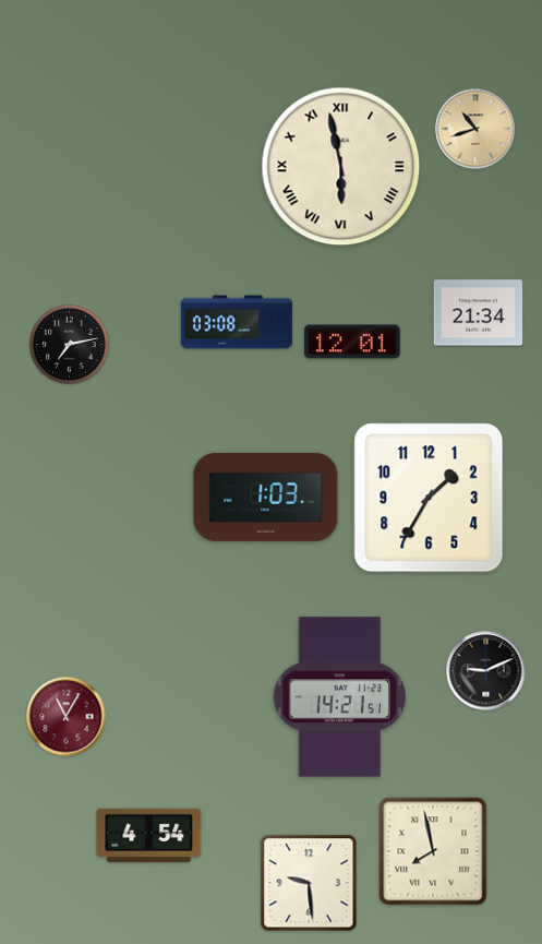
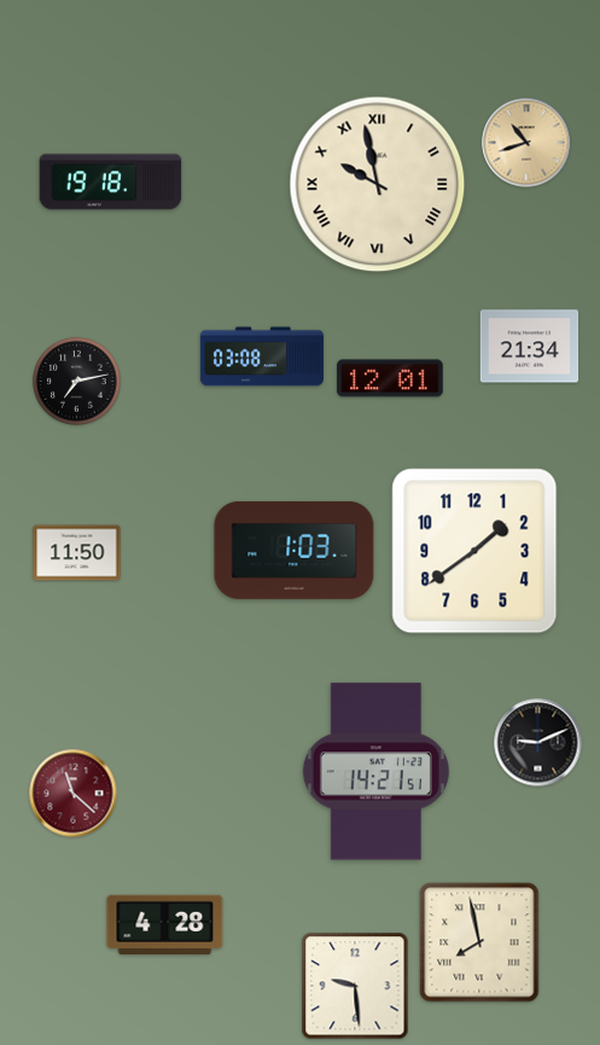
clock at (111, 182): none -> 19:18
clock at (341, 167): 5:58 -> 9:58
clock at (429, 498): 1:35 -> 1:39
clock at (77, 553): none -> 11:50
clock at (67, 717): 11:05 -> 11:22
clock at (149, 835): 4:54 -> 4:28
clock at (309, 883) position: (309, 883) -> (355, 986)
